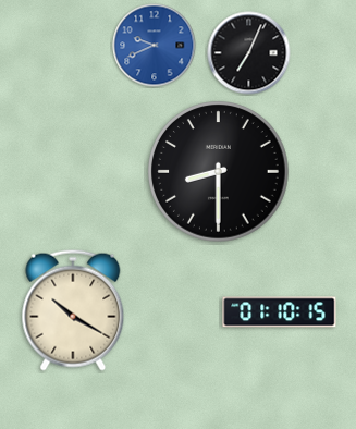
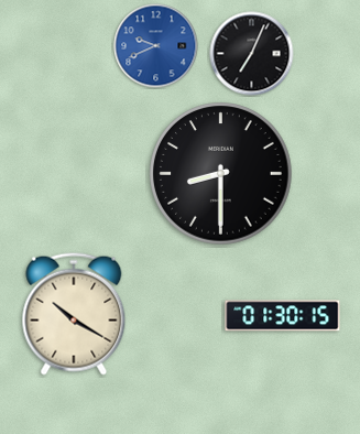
clock at (280, 312): 01:10 -> 01:30
